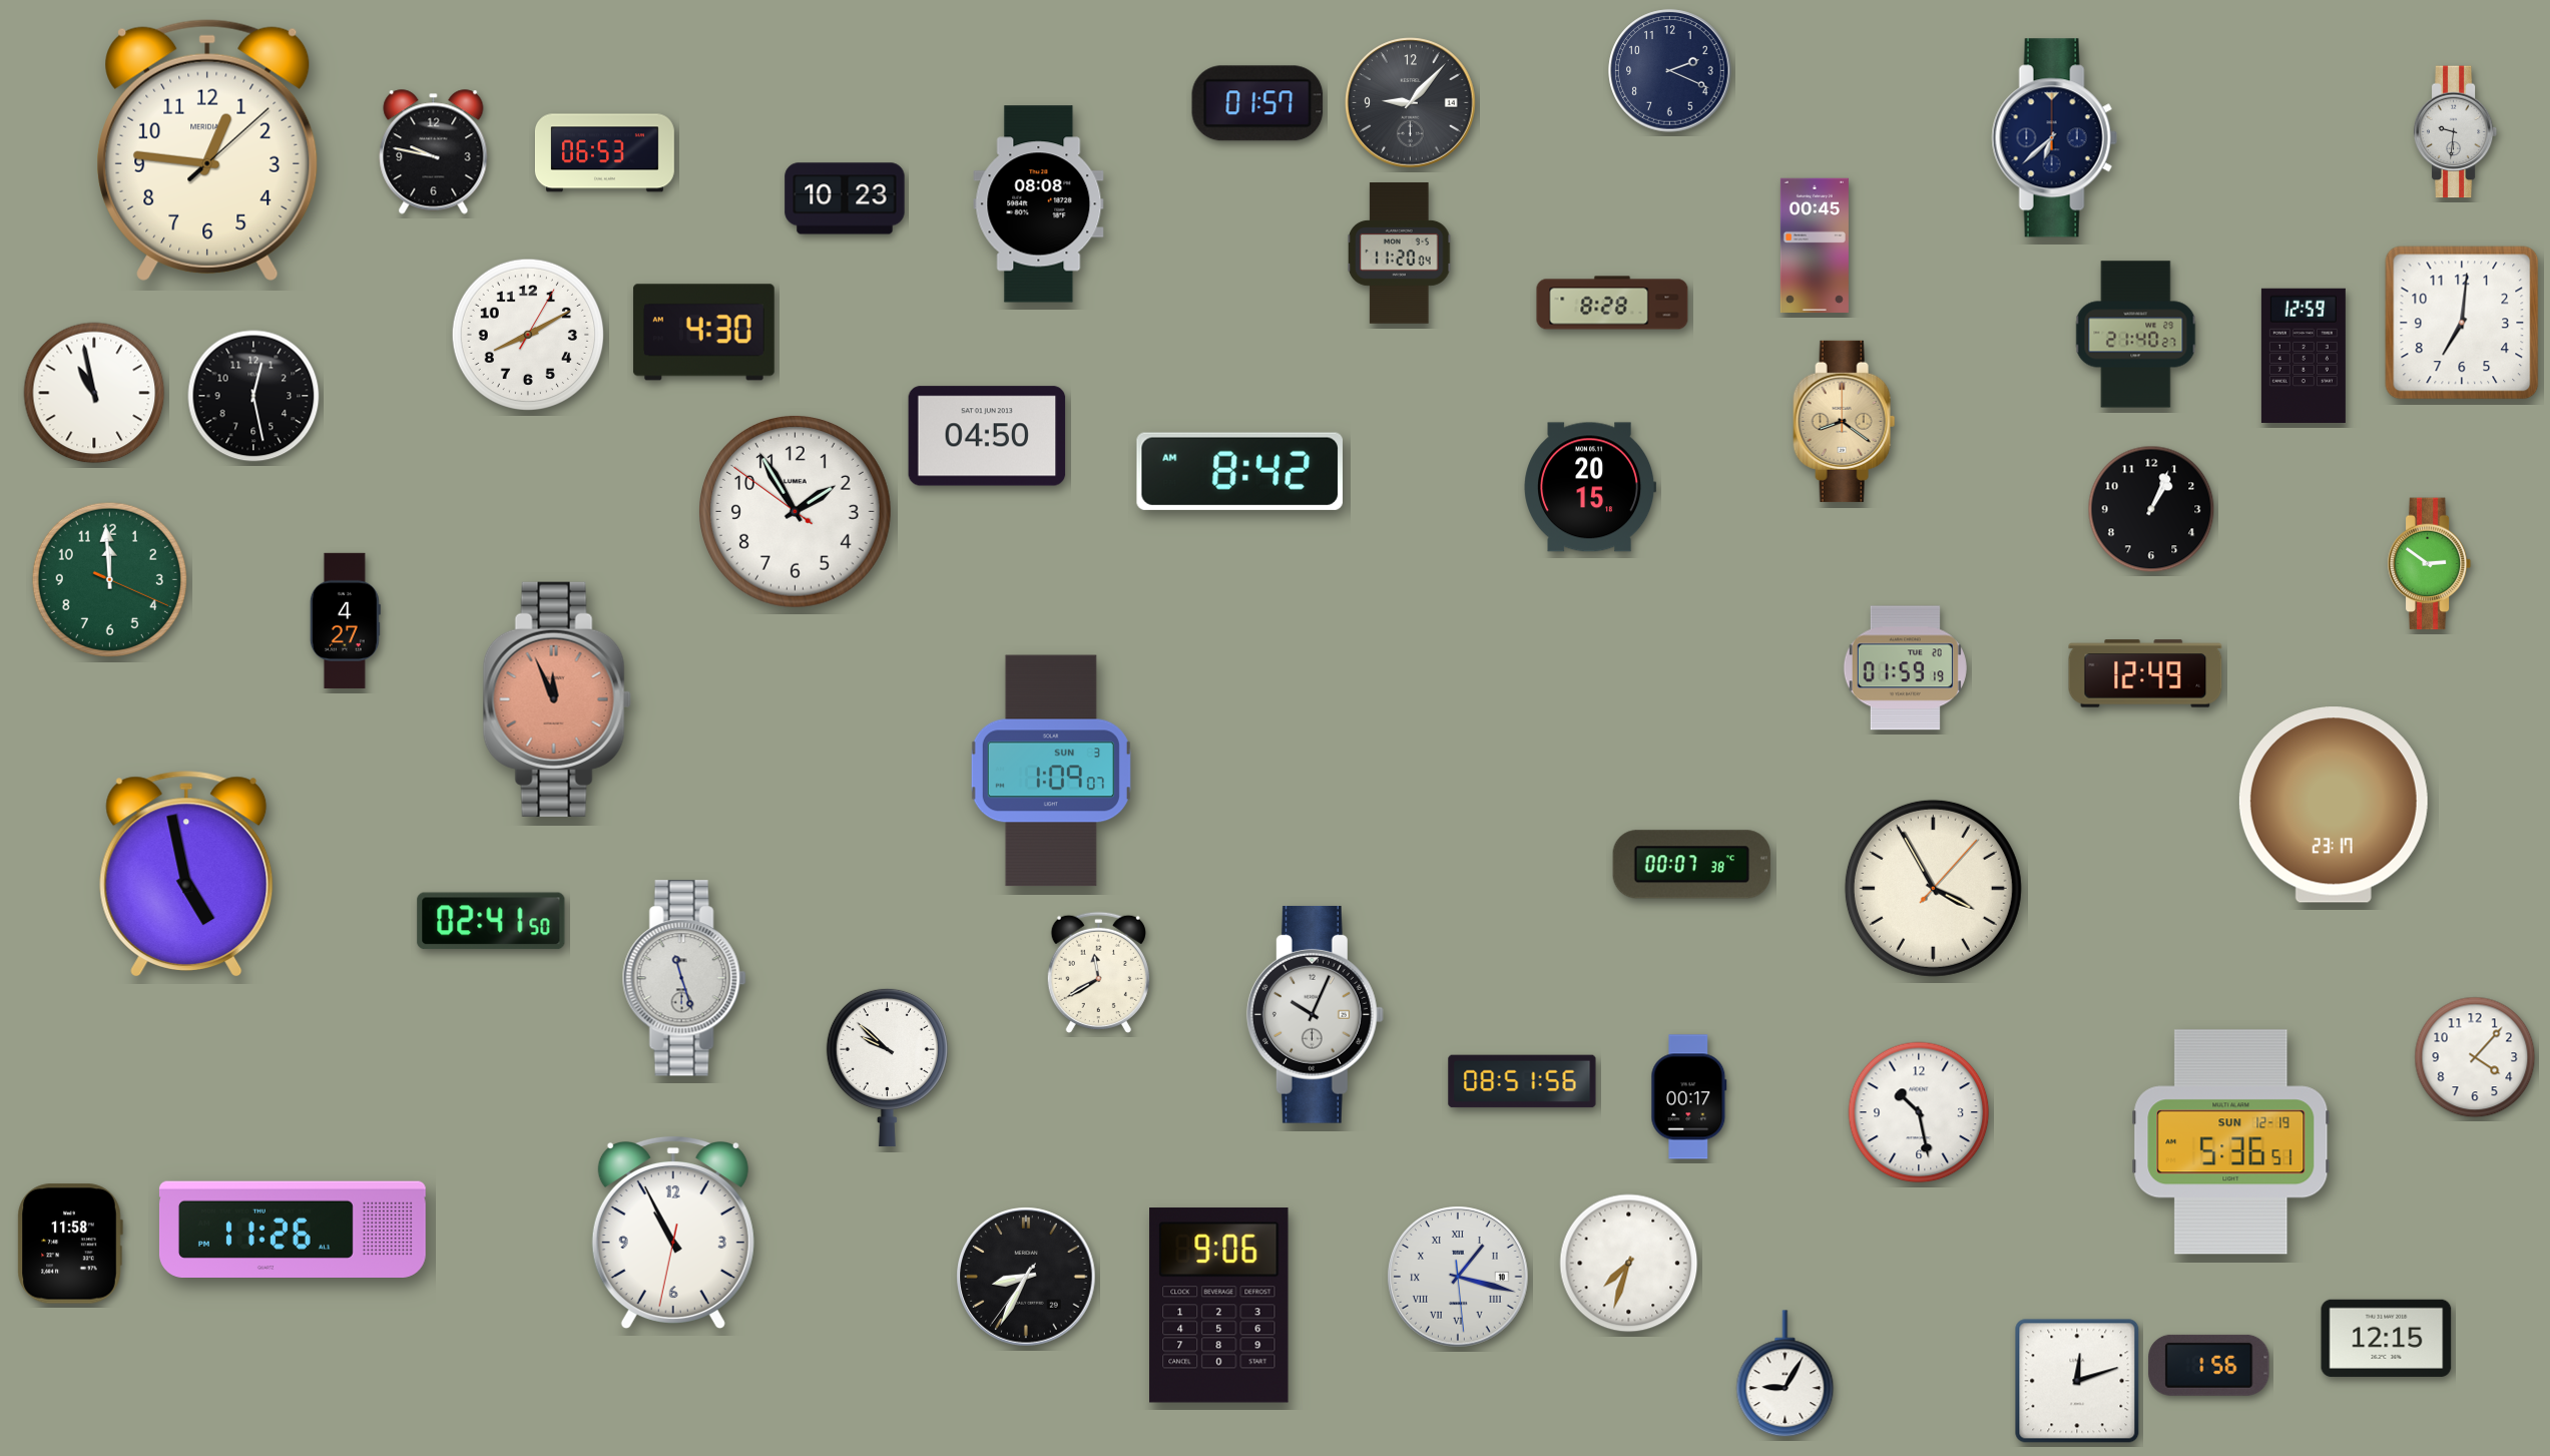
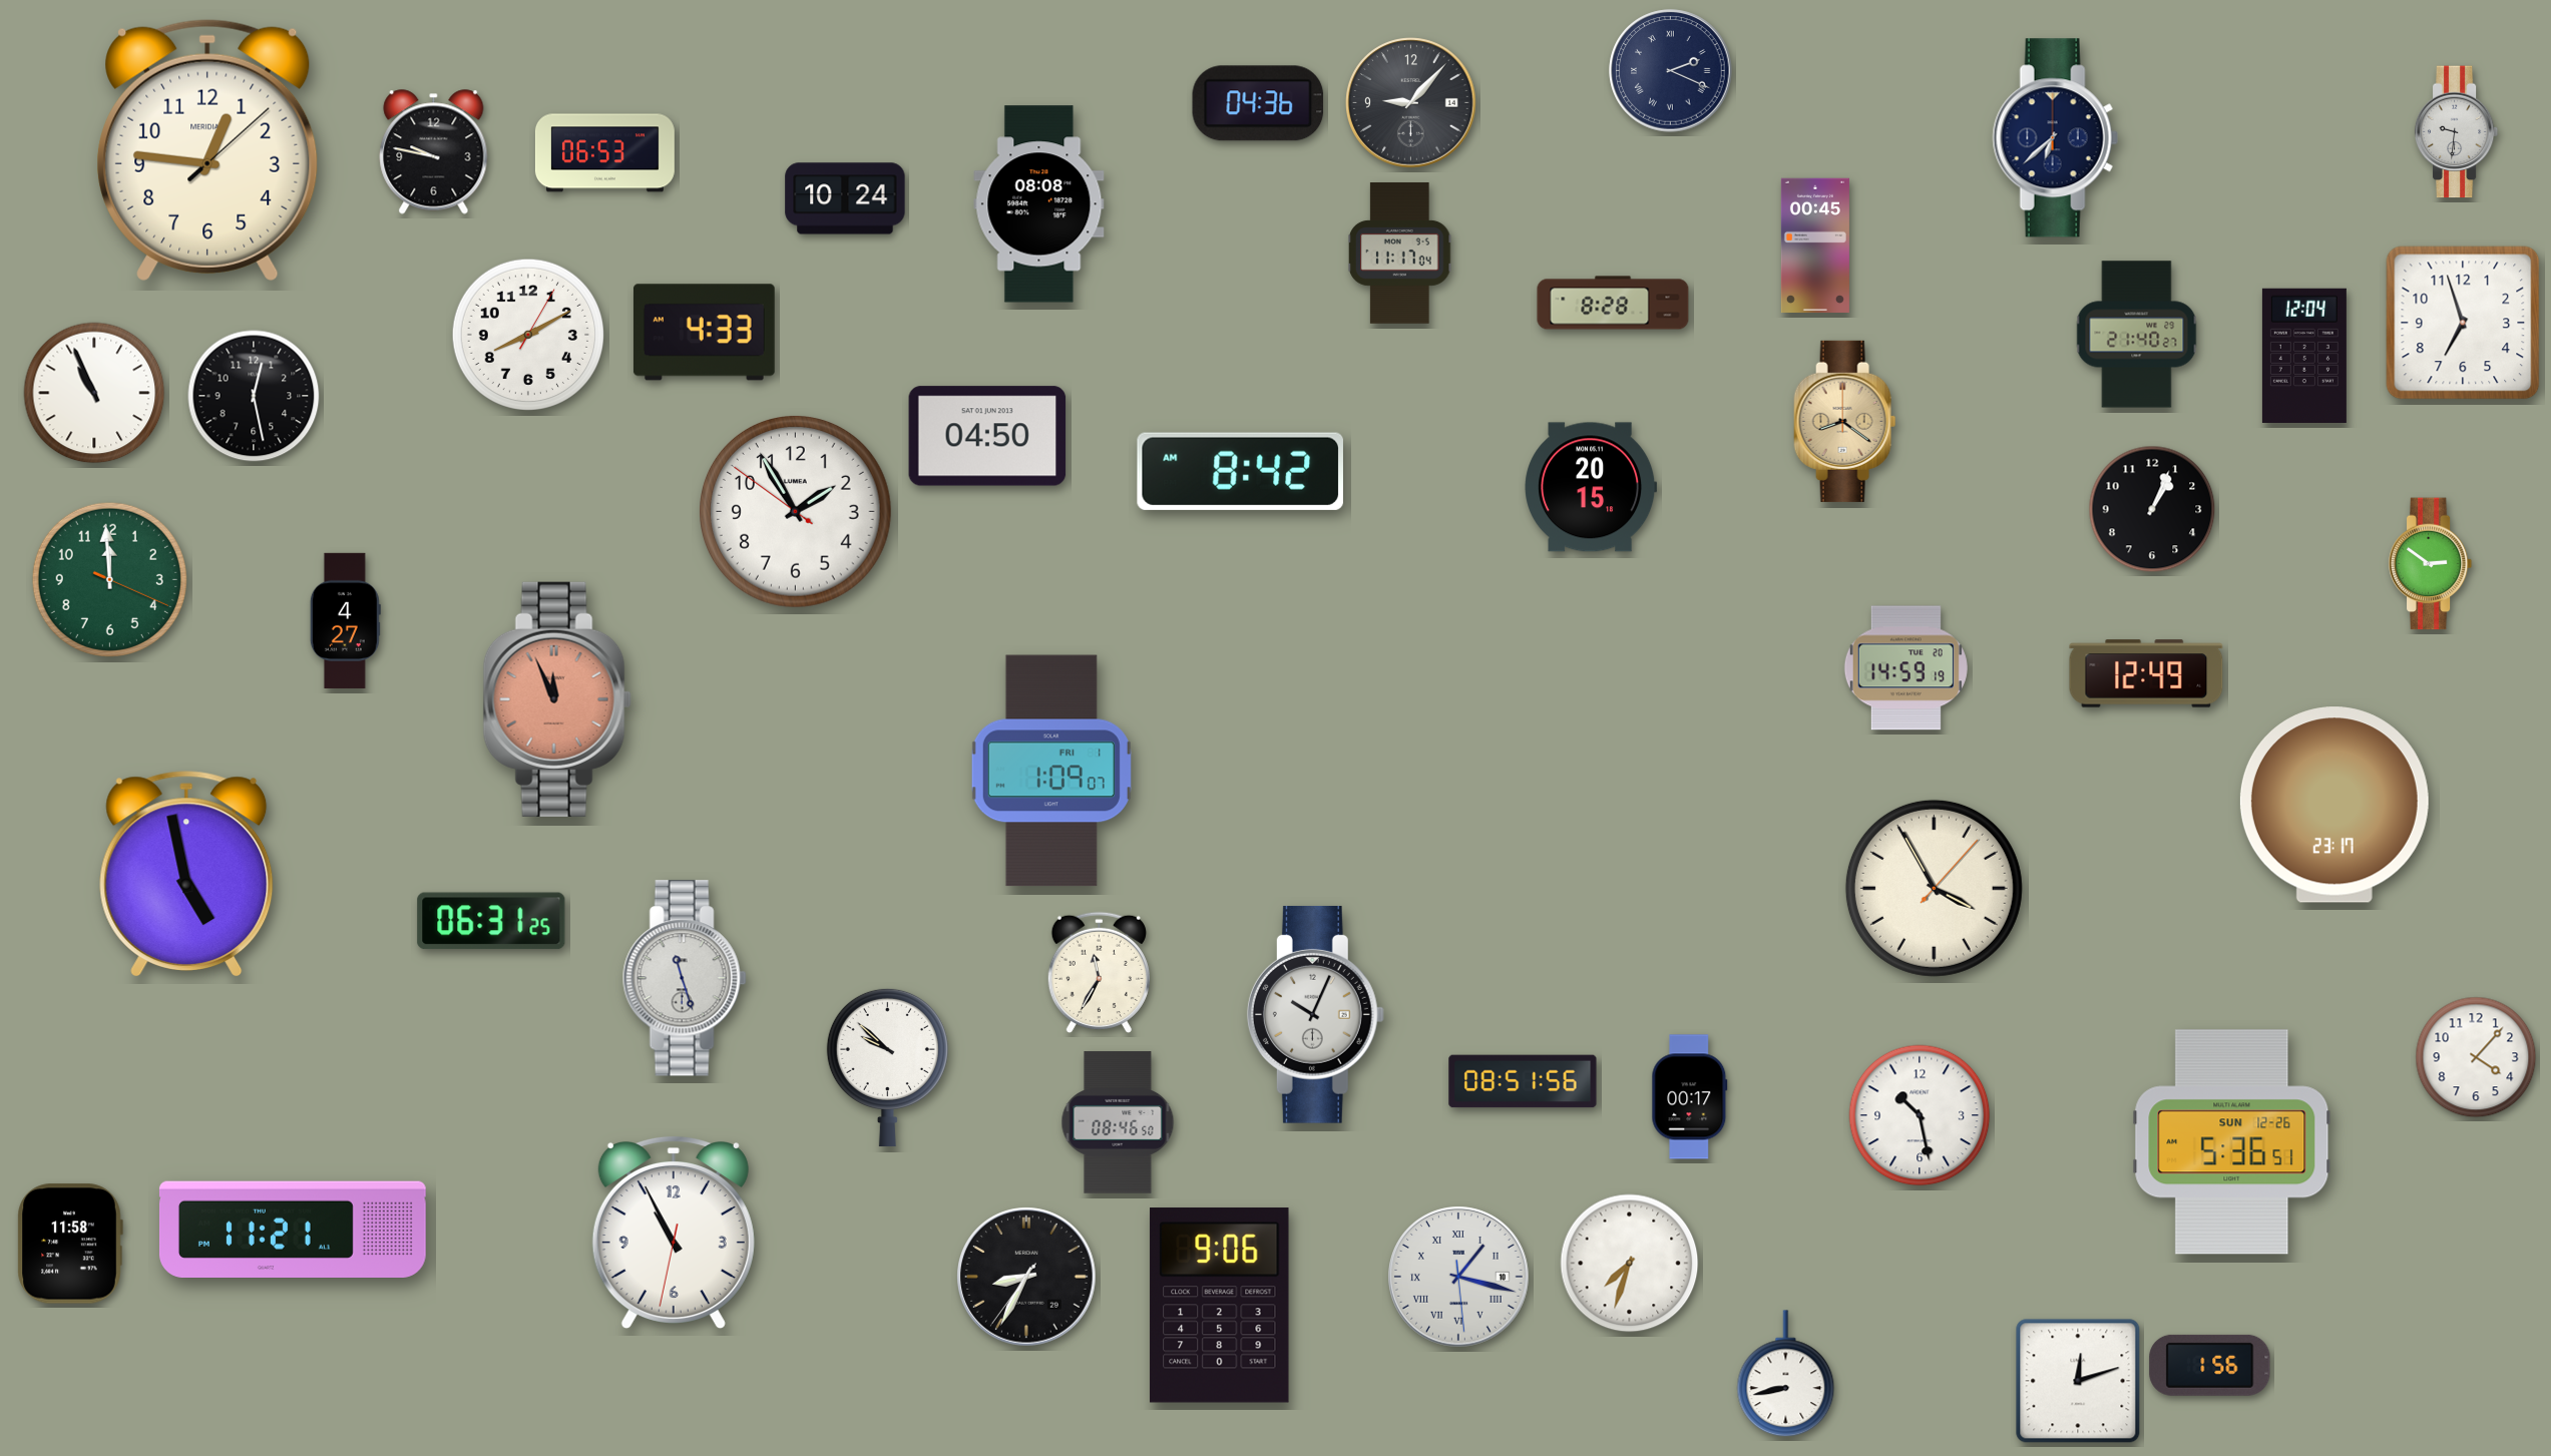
clock at (1670, 71) numerals: Arabic -> Roman
clock at (1257, 103): 01:57 -> 04:36
clock at (845, 198): 10:23 -> 10:24
clock at (1400, 254): 11:20 -> 11:17
clock at (2462, 323): 7:01 -> 6:57
clock at (703, 333): 4:30 -> 4:33
clock at (2304, 355): 12:59 -> 12:04
clock at (94, 393): 10:58 -> 10:56
clock at (1905, 668): 01:59 -> 14:59
clock at (1051, 771) date: SUN 3 -> FRI 1
clock at (1692, 865): 00:07 -> none
clock at (491, 921): 02:41 -> 06:31
clock at (1098, 972): 11:40 -> 11:35
clock at (1919, 1112) position: (1919, 1112) -> (1920, 1115)
clock at (1118, 1122): none -> 08:46
clock at (2231, 1142) date: SUN 12-19 -> SUN 12-26
clock at (293, 1229): 11:26 -> 11:21
clock at (2387, 1338): 12:15 -> none
clock at (1786, 1374): 9:05 -> 8:43
